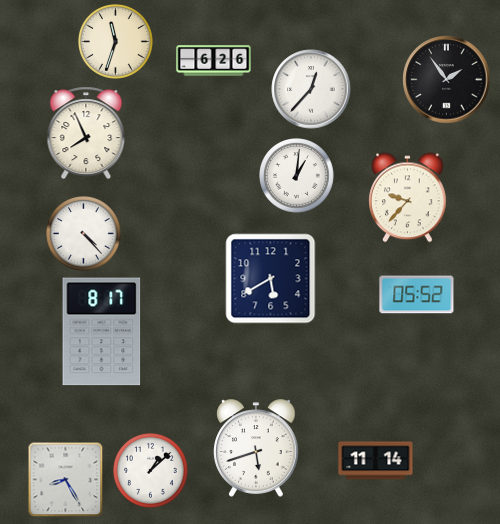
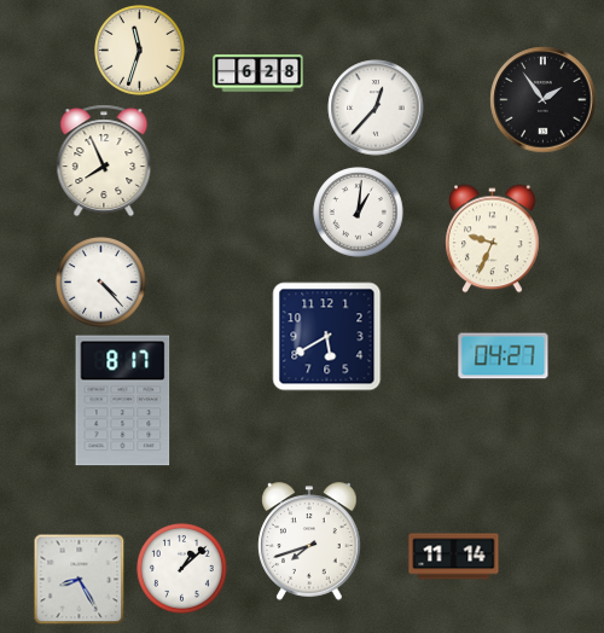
clock at (214, 61): 6:26 -> 6:28
clock at (447, 80) position: (447, 80) -> (544, 100)
clock at (408, 198): 9:37 -> 9:34
clock at (417, 295): 05:52 -> 04:27
clock at (256, 448): 5:42 -> 7:42
